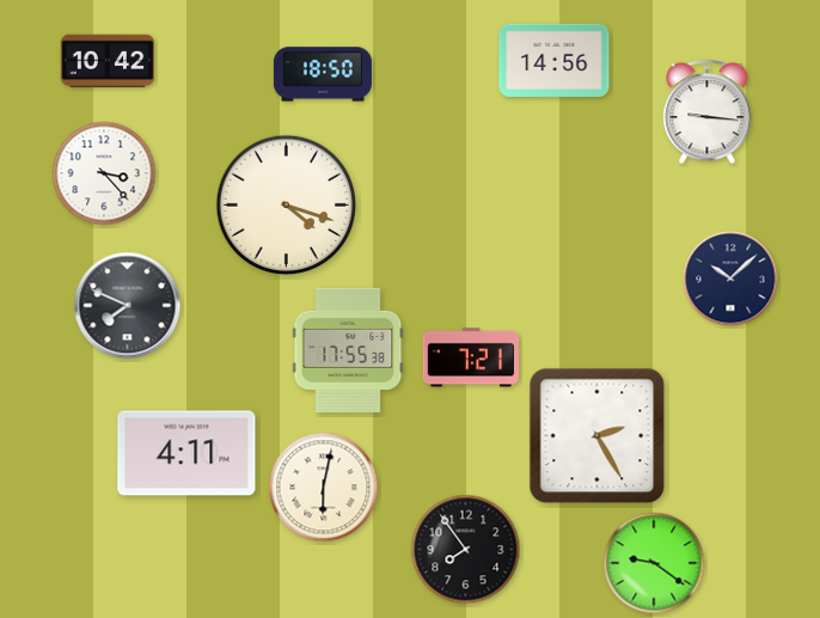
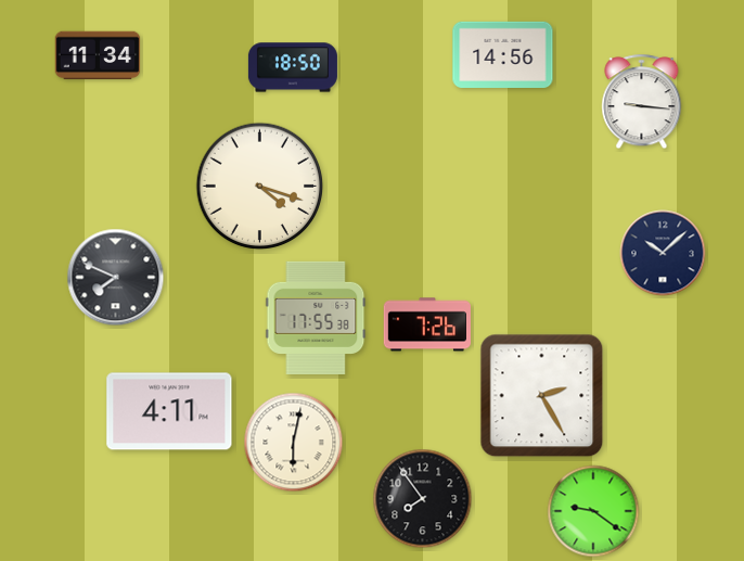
clock at (108, 61): 10:42 -> 11:34
clock at (104, 173): 3:23 -> none
clock at (471, 357): 7:21 -> 7:26
